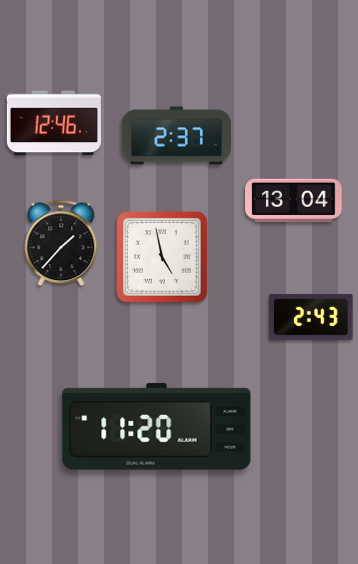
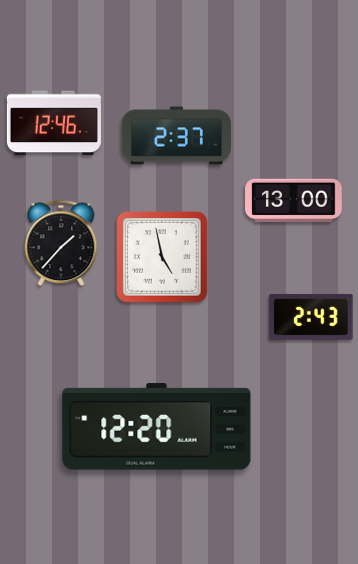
clock at (294, 200): 13:04 -> 13:00
clock at (157, 427): 11:20 -> 12:20
